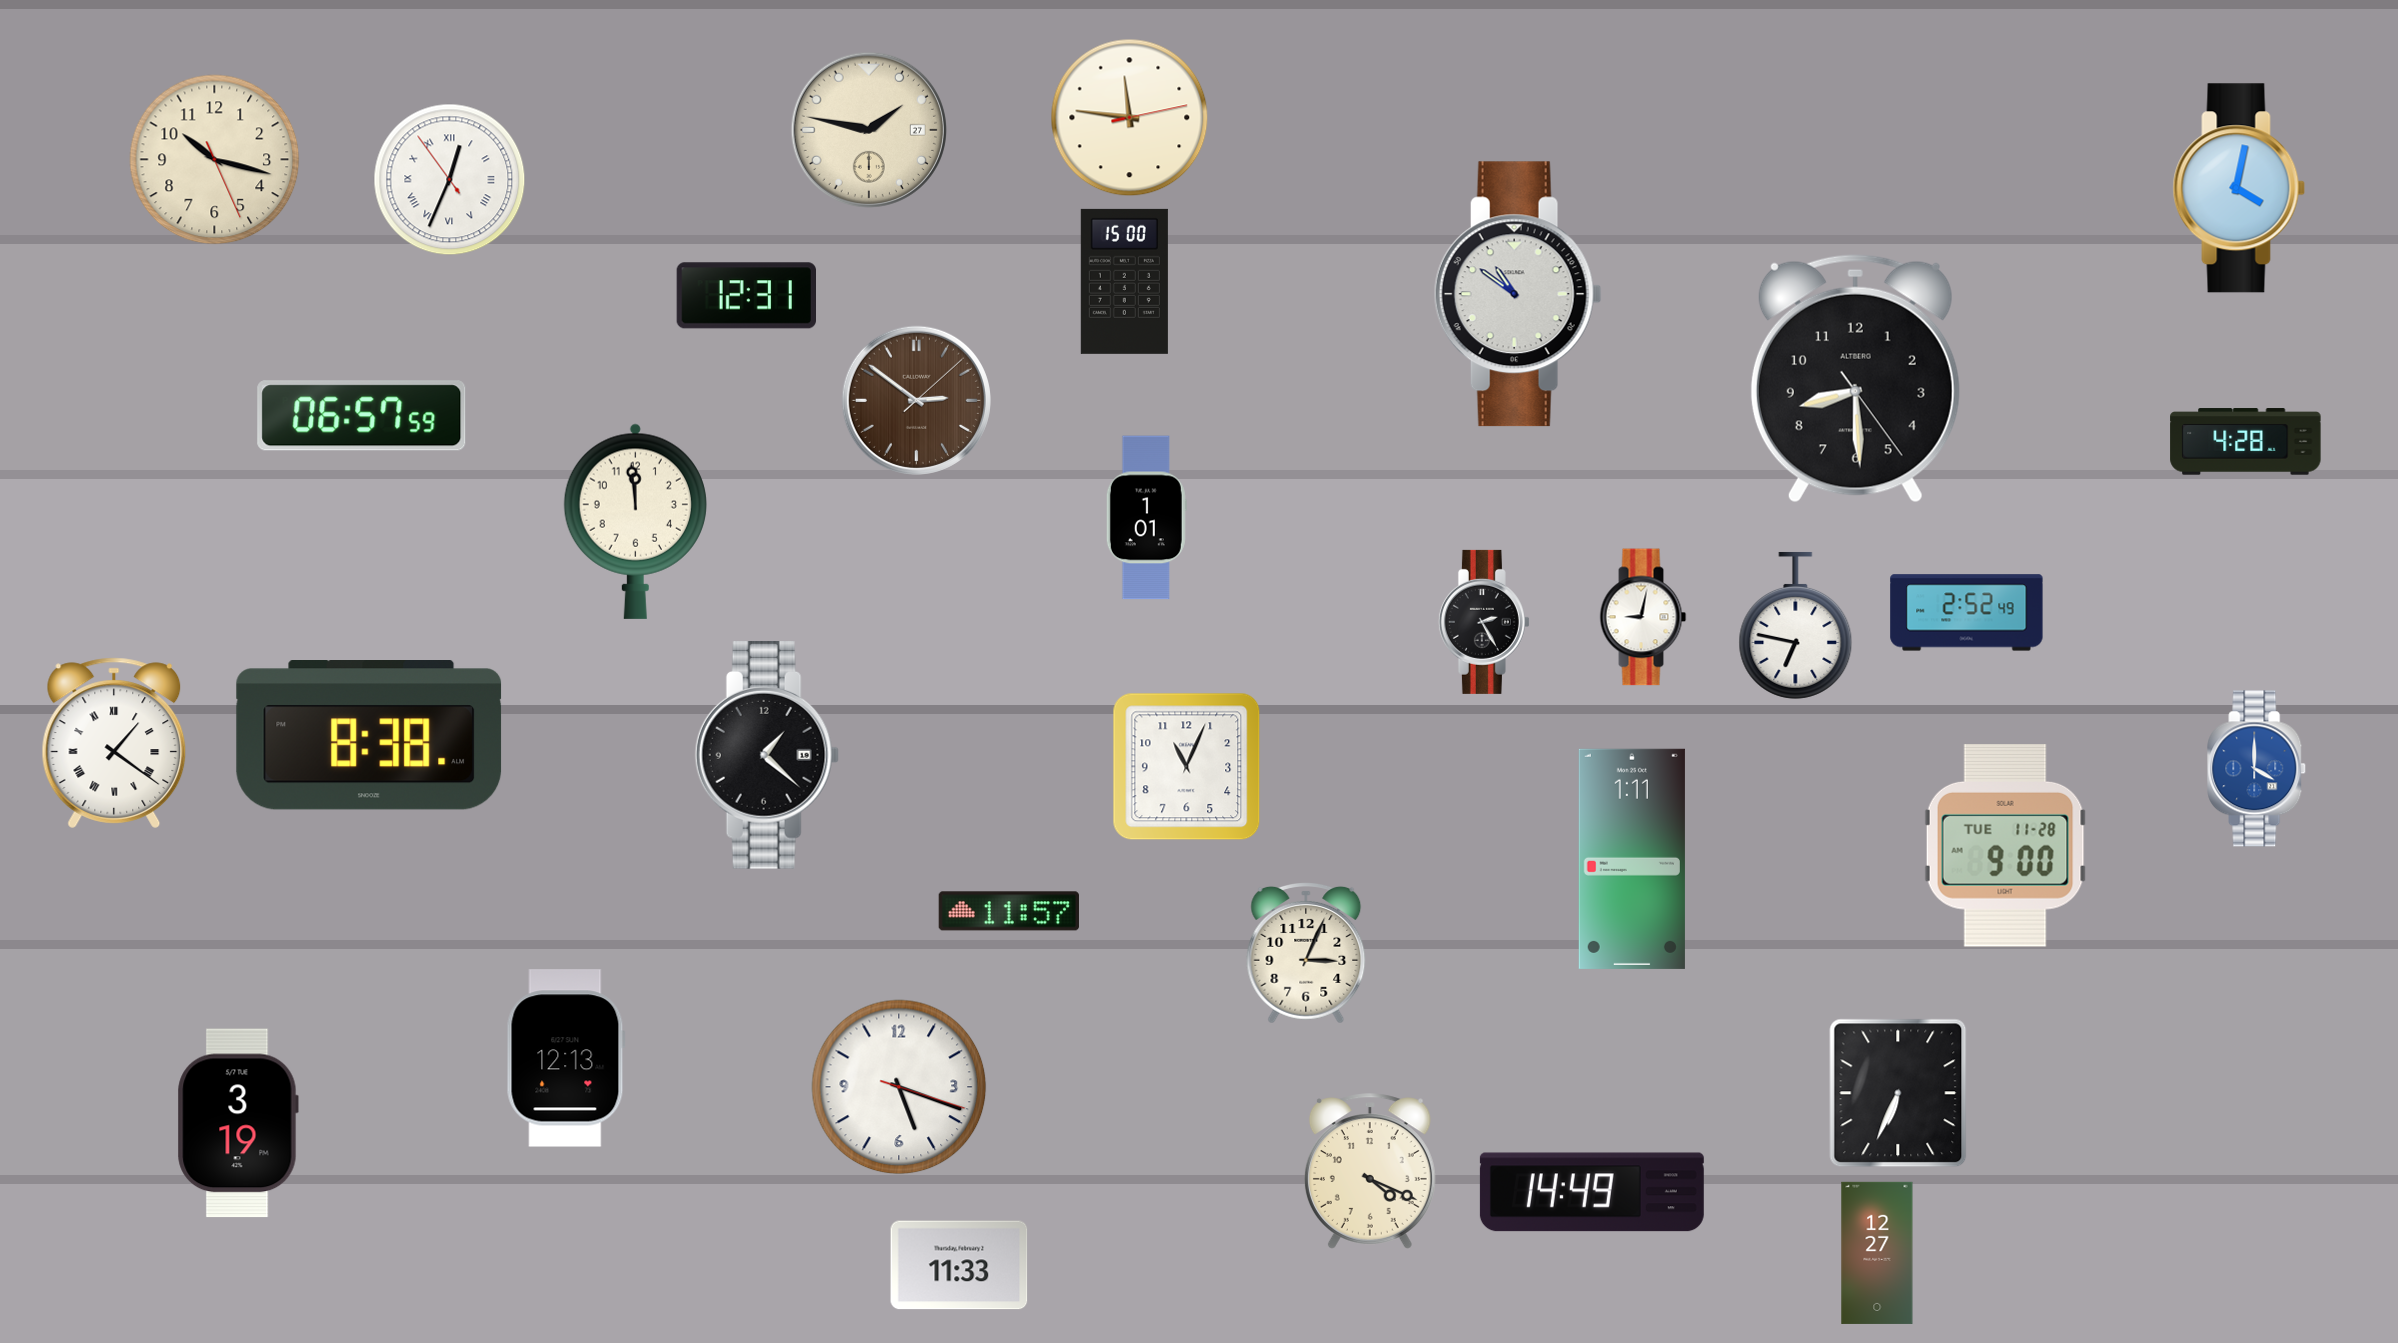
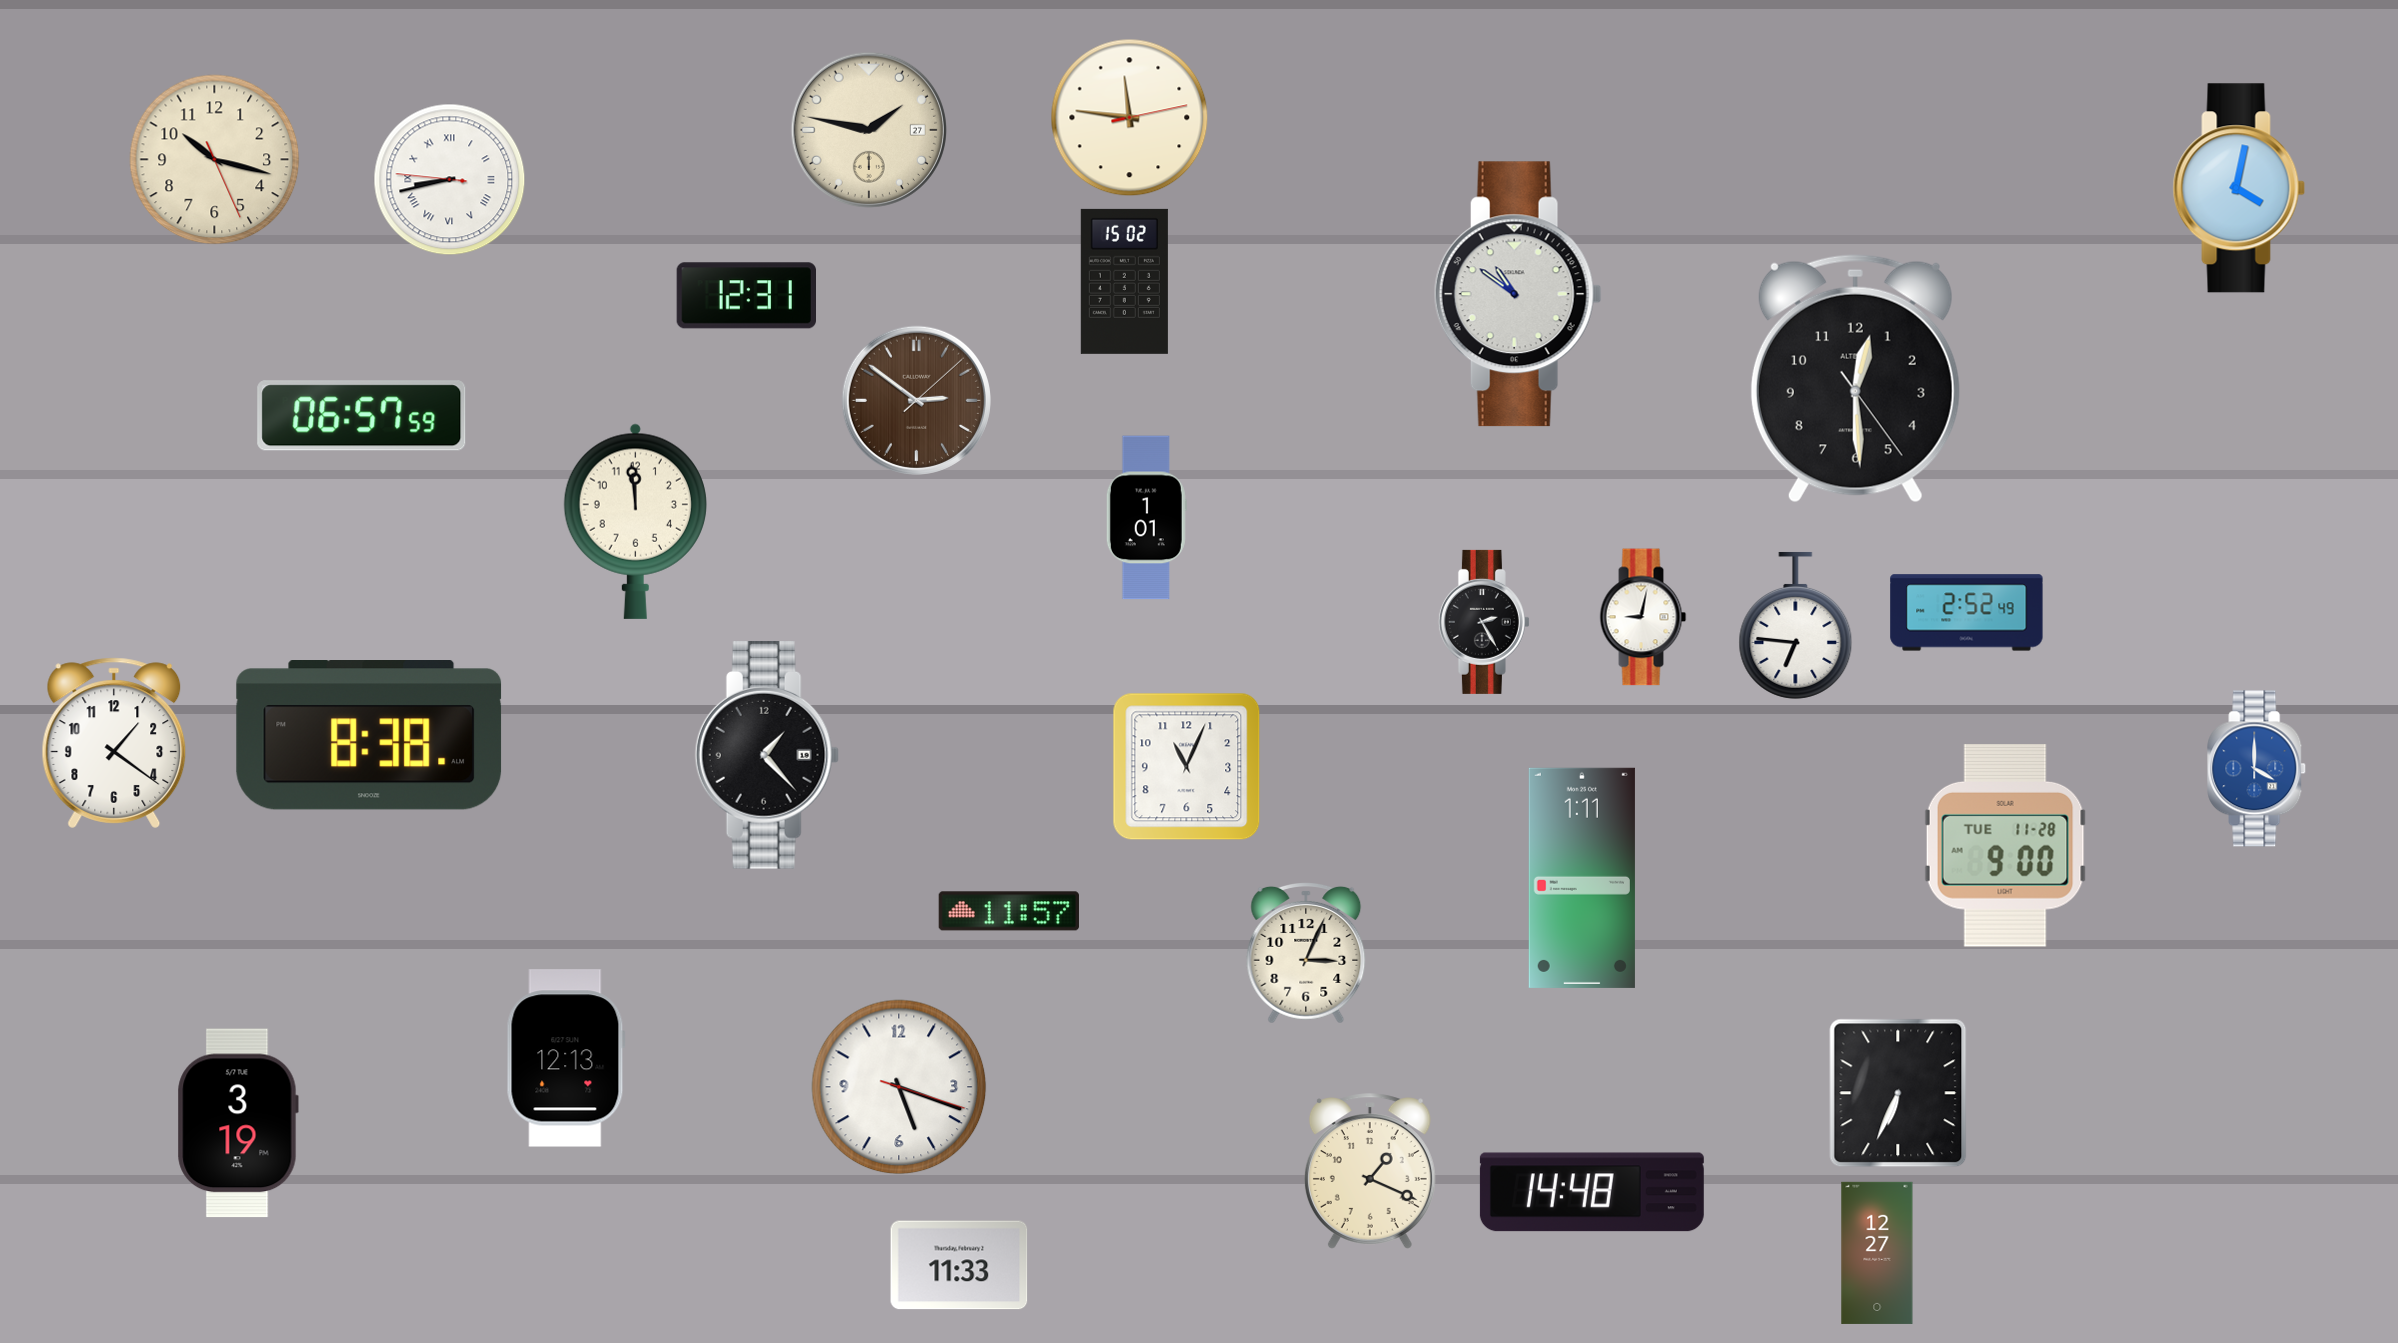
clock at (450, 180): 12:33 -> 8:42
clock at (1124, 281): 15:00 -> 15:02
clock at (1855, 378): 8:29 -> 12:29
clock at (2246, 442): 4:28 -> none
clock at (1796, 625): 6:47 -> 6:46
clock at (114, 743) numerals: Roman -> Arabic
clock at (767, 755): 1:22 -> 1:23
clock at (1632, 859) position: (1632, 859) -> (1582, 878)
clock at (1370, 1171): 4:19 -> 1:19
clock at (1592, 1192): 14:49 -> 14:48
